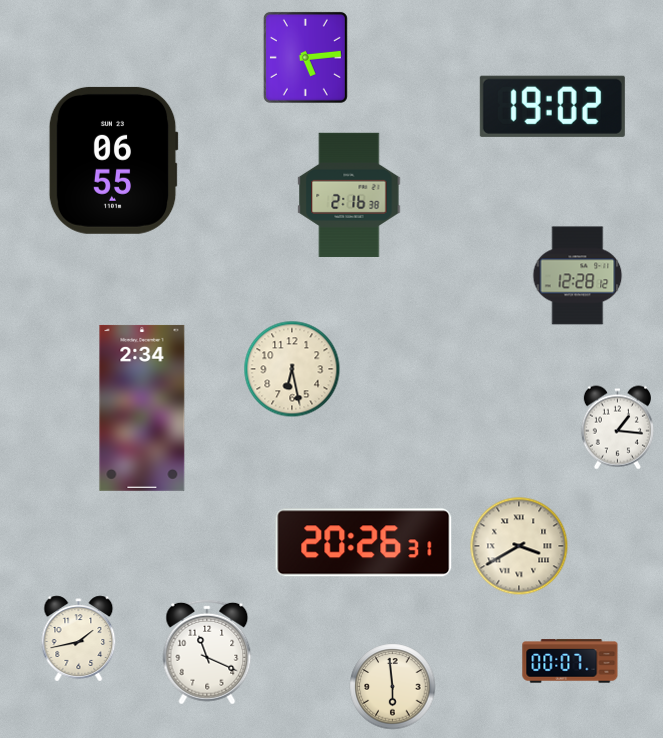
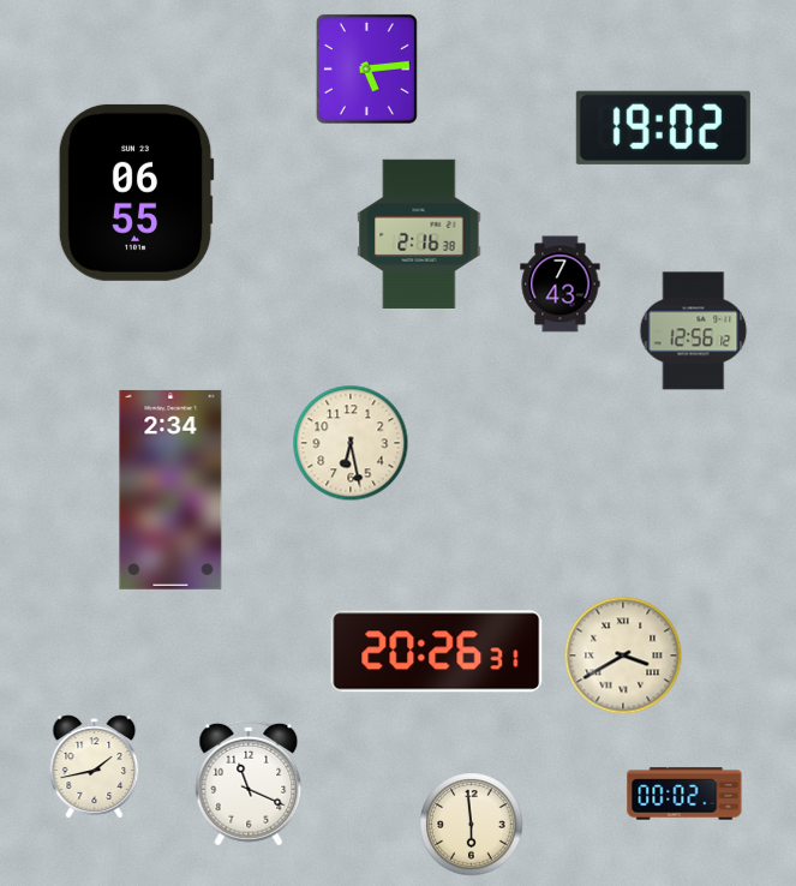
clock at (561, 285): none -> 7:43
clock at (578, 276): 12:28 -> 12:56
clock at (617, 428): 1:16 -> none
clock at (570, 661): 00:07 -> 00:02
